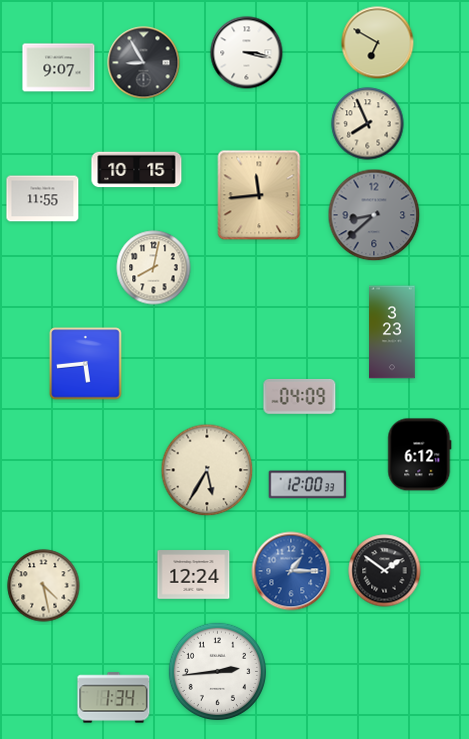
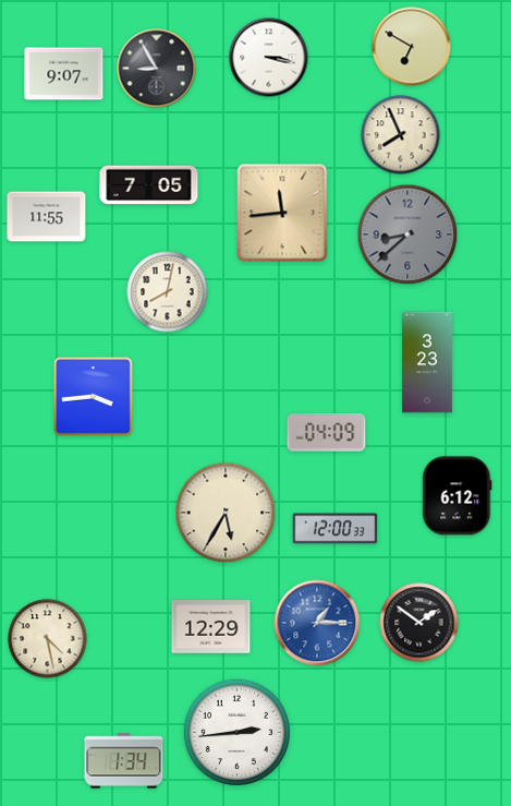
clock at (137, 170): 10:15 -> 7:05
clock at (86, 364): 5:44 -> 3:44
clock at (194, 575): 12:24 -> 12:29
